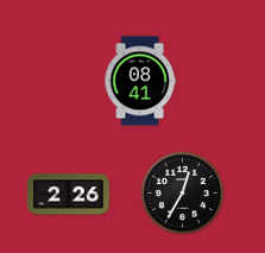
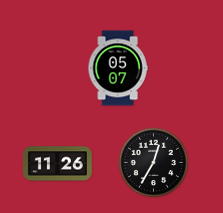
clock at (140, 81): 08:41 -> 05:07
clock at (68, 195): 2:26 -> 11:26
